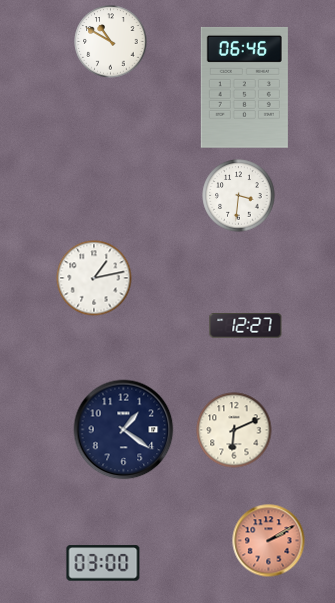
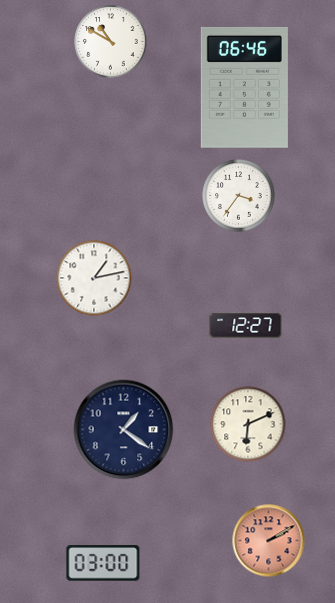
clock at (239, 196): 3:31 -> 3:36
clock at (234, 430) position: (234, 430) -> (248, 424)
